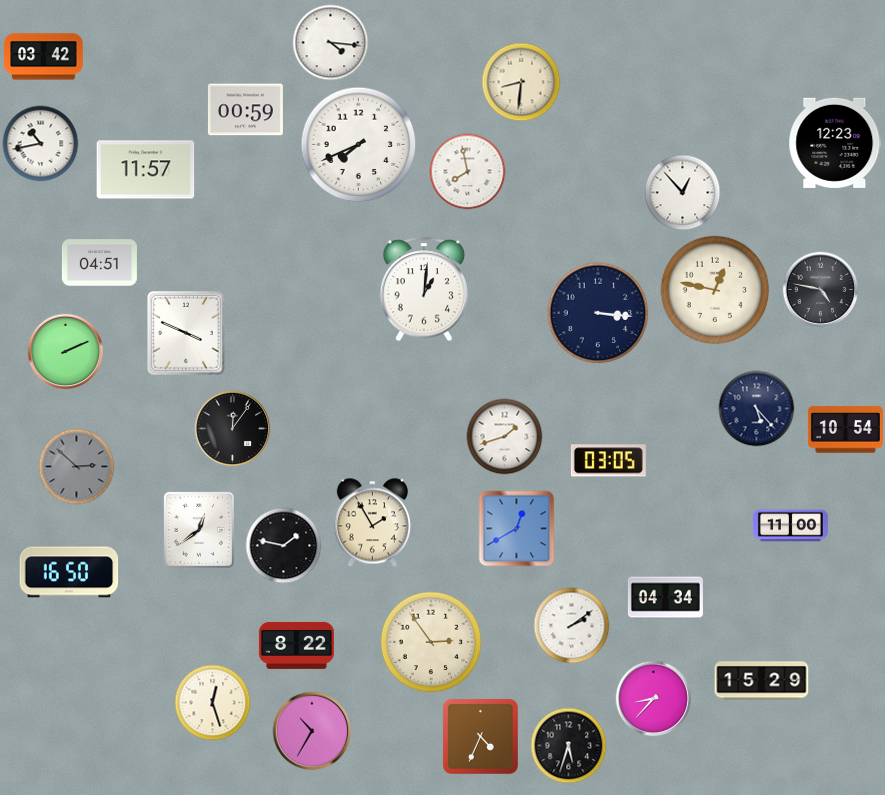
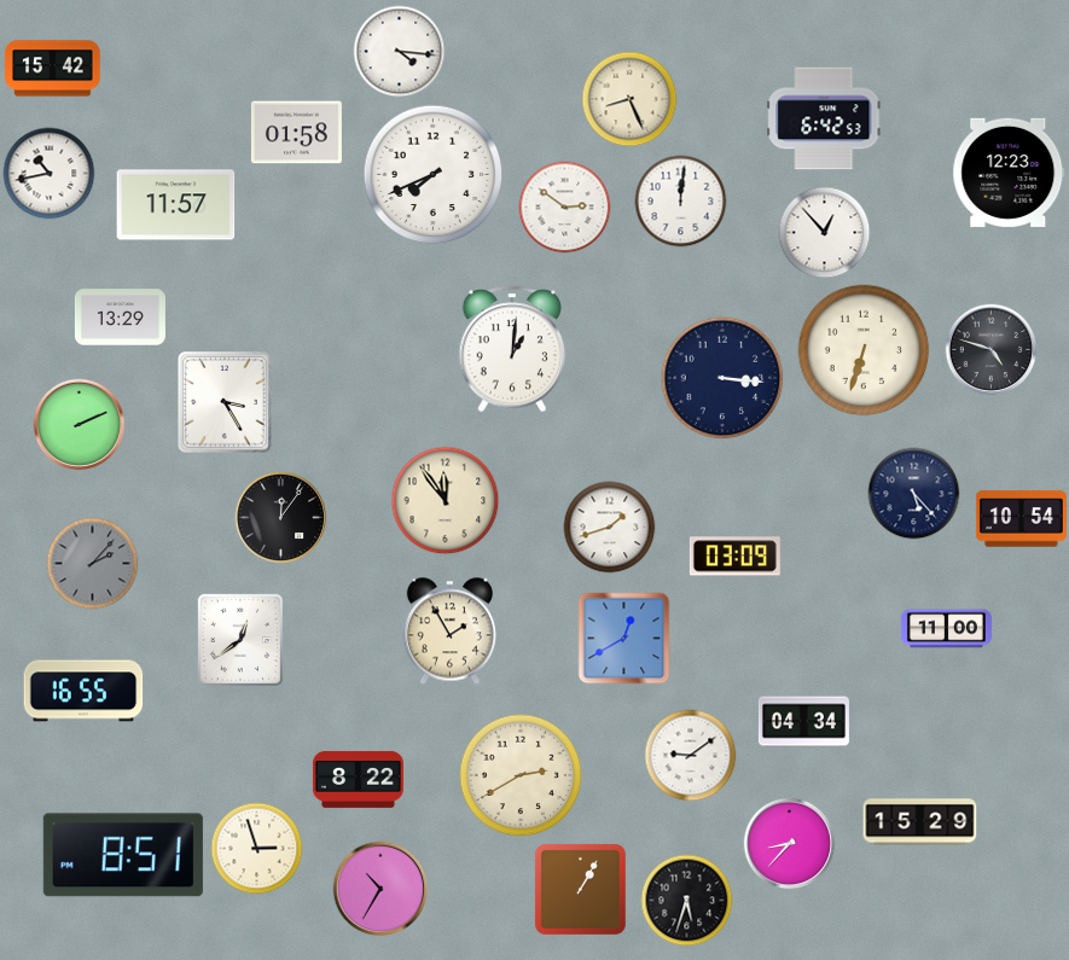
clock at (44, 57): 03:42 -> 15:42
clock at (521, 82): 8:31 -> 8:26
clock at (824, 118): none -> 6:42
clock at (245, 110): 00:59 -> 01:58
clock at (681, 202): none -> 12:01
clock at (468, 172): 7:58 -> 2:51
clock at (99, 263): 04:51 -> 13:29
clock at (715, 290): 12:47 -> 6:33
clock at (821, 290): 4:47 -> 4:48
clock at (186, 333): 3:49 -> 3:25
clock at (446, 501): none -> 11:54
clock at (608, 461): 03:05 -> 03:09
clock at (77, 467): 2:52 -> 2:07
clock at (790, 526) position: (790, 526) -> (946, 629)
clock at (284, 546): 1:47 -> none
clock at (69, 572): 16:50 -> 16:55
clock at (572, 626): 2:09 -> 9:09
clock at (431, 642): 2:54 -> 2:40
clock at (213, 703): 12:27 -> 2:57
clock at (123, 855): none -> 8:51
clock at (312, 731) position: (312, 731) -> (380, 889)
clock at (480, 736): 4:34 -> 1:05
